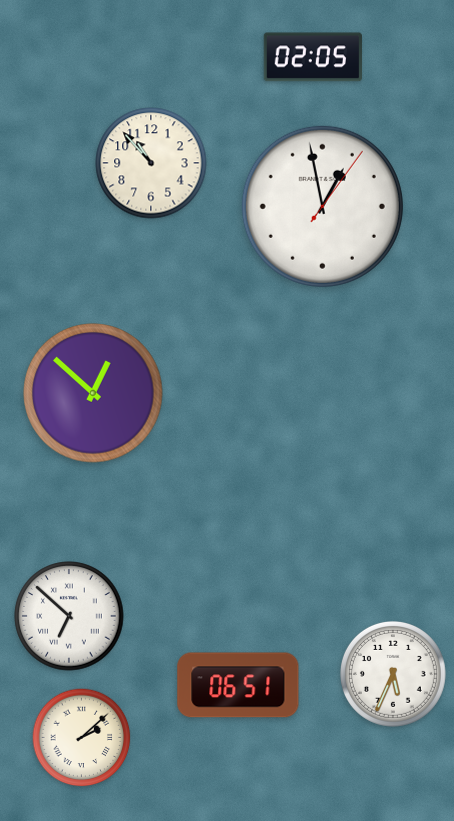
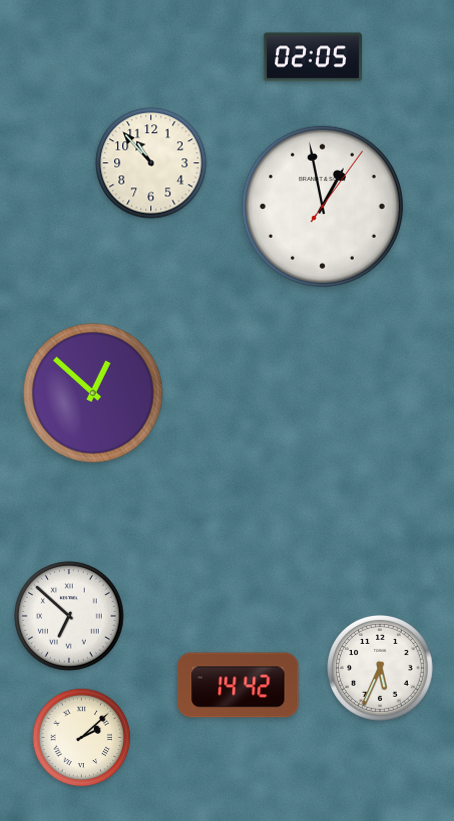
clock at (393, 674) position: (393, 674) -> (380, 668)
clock at (238, 685): 06:51 -> 14:42
